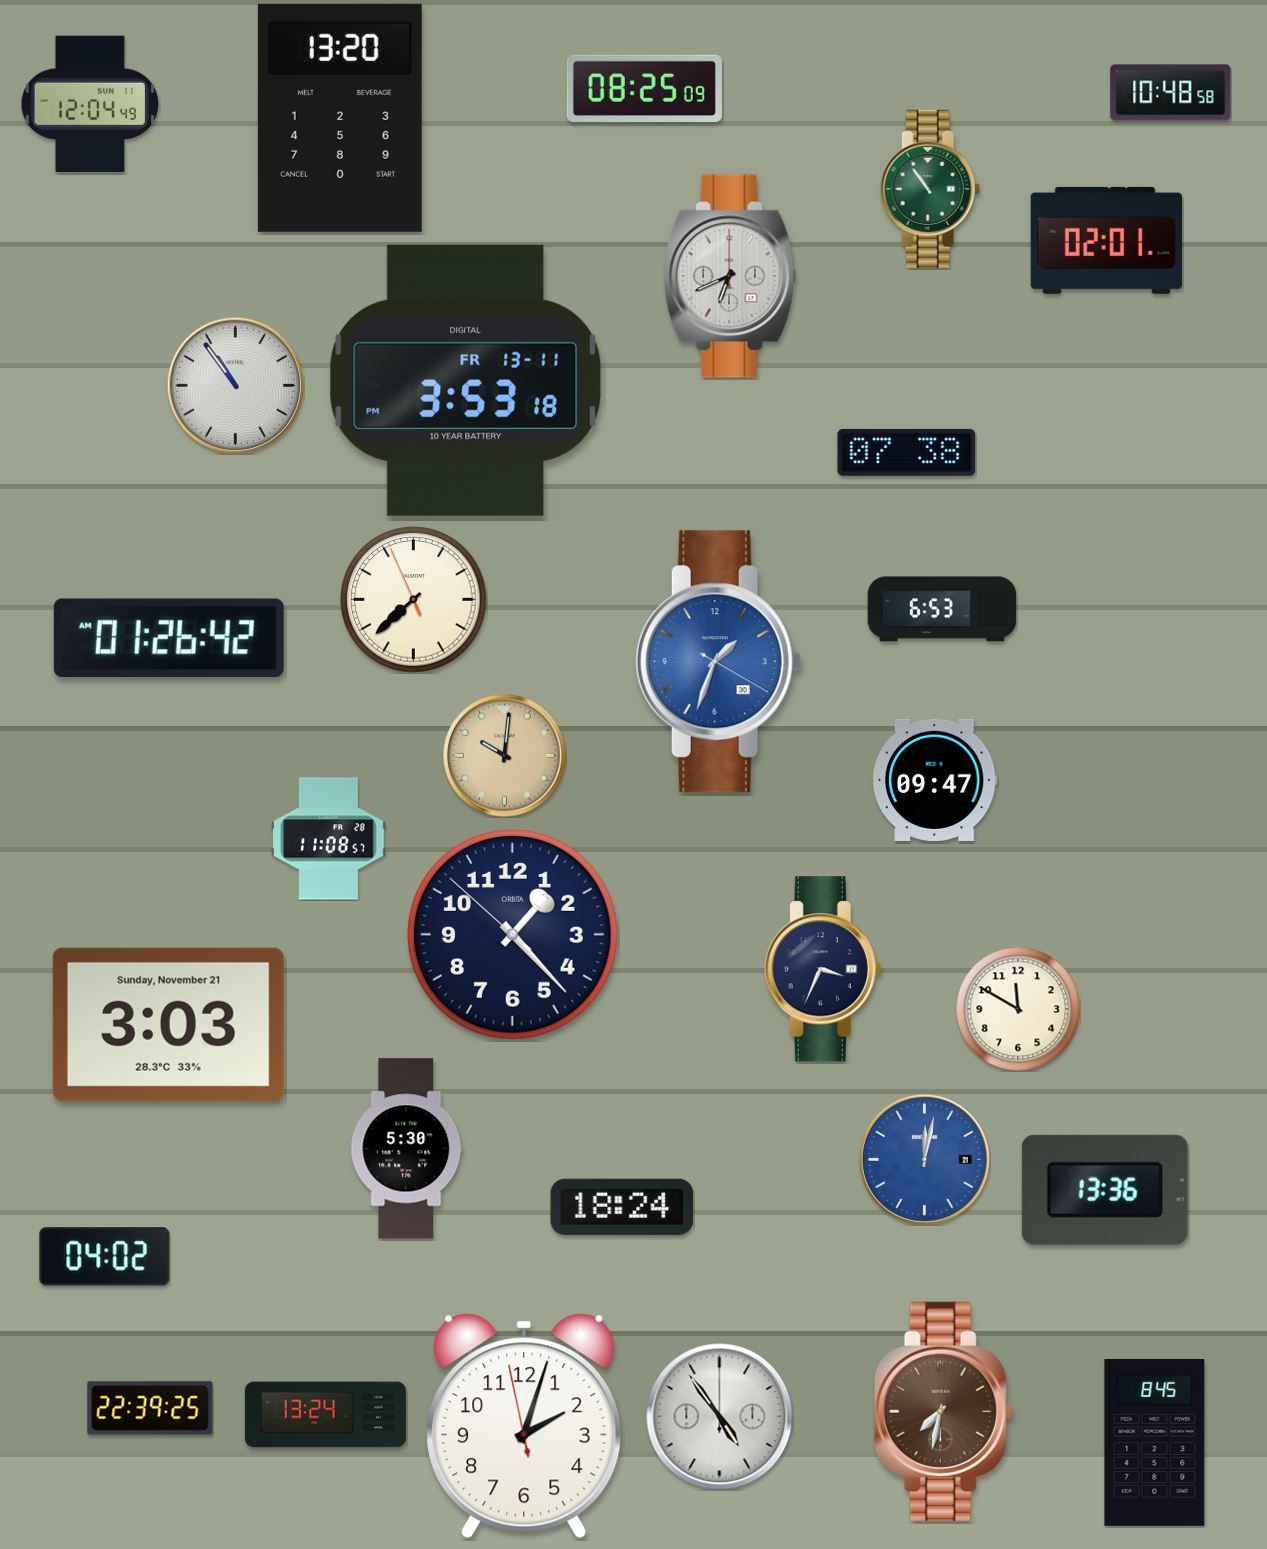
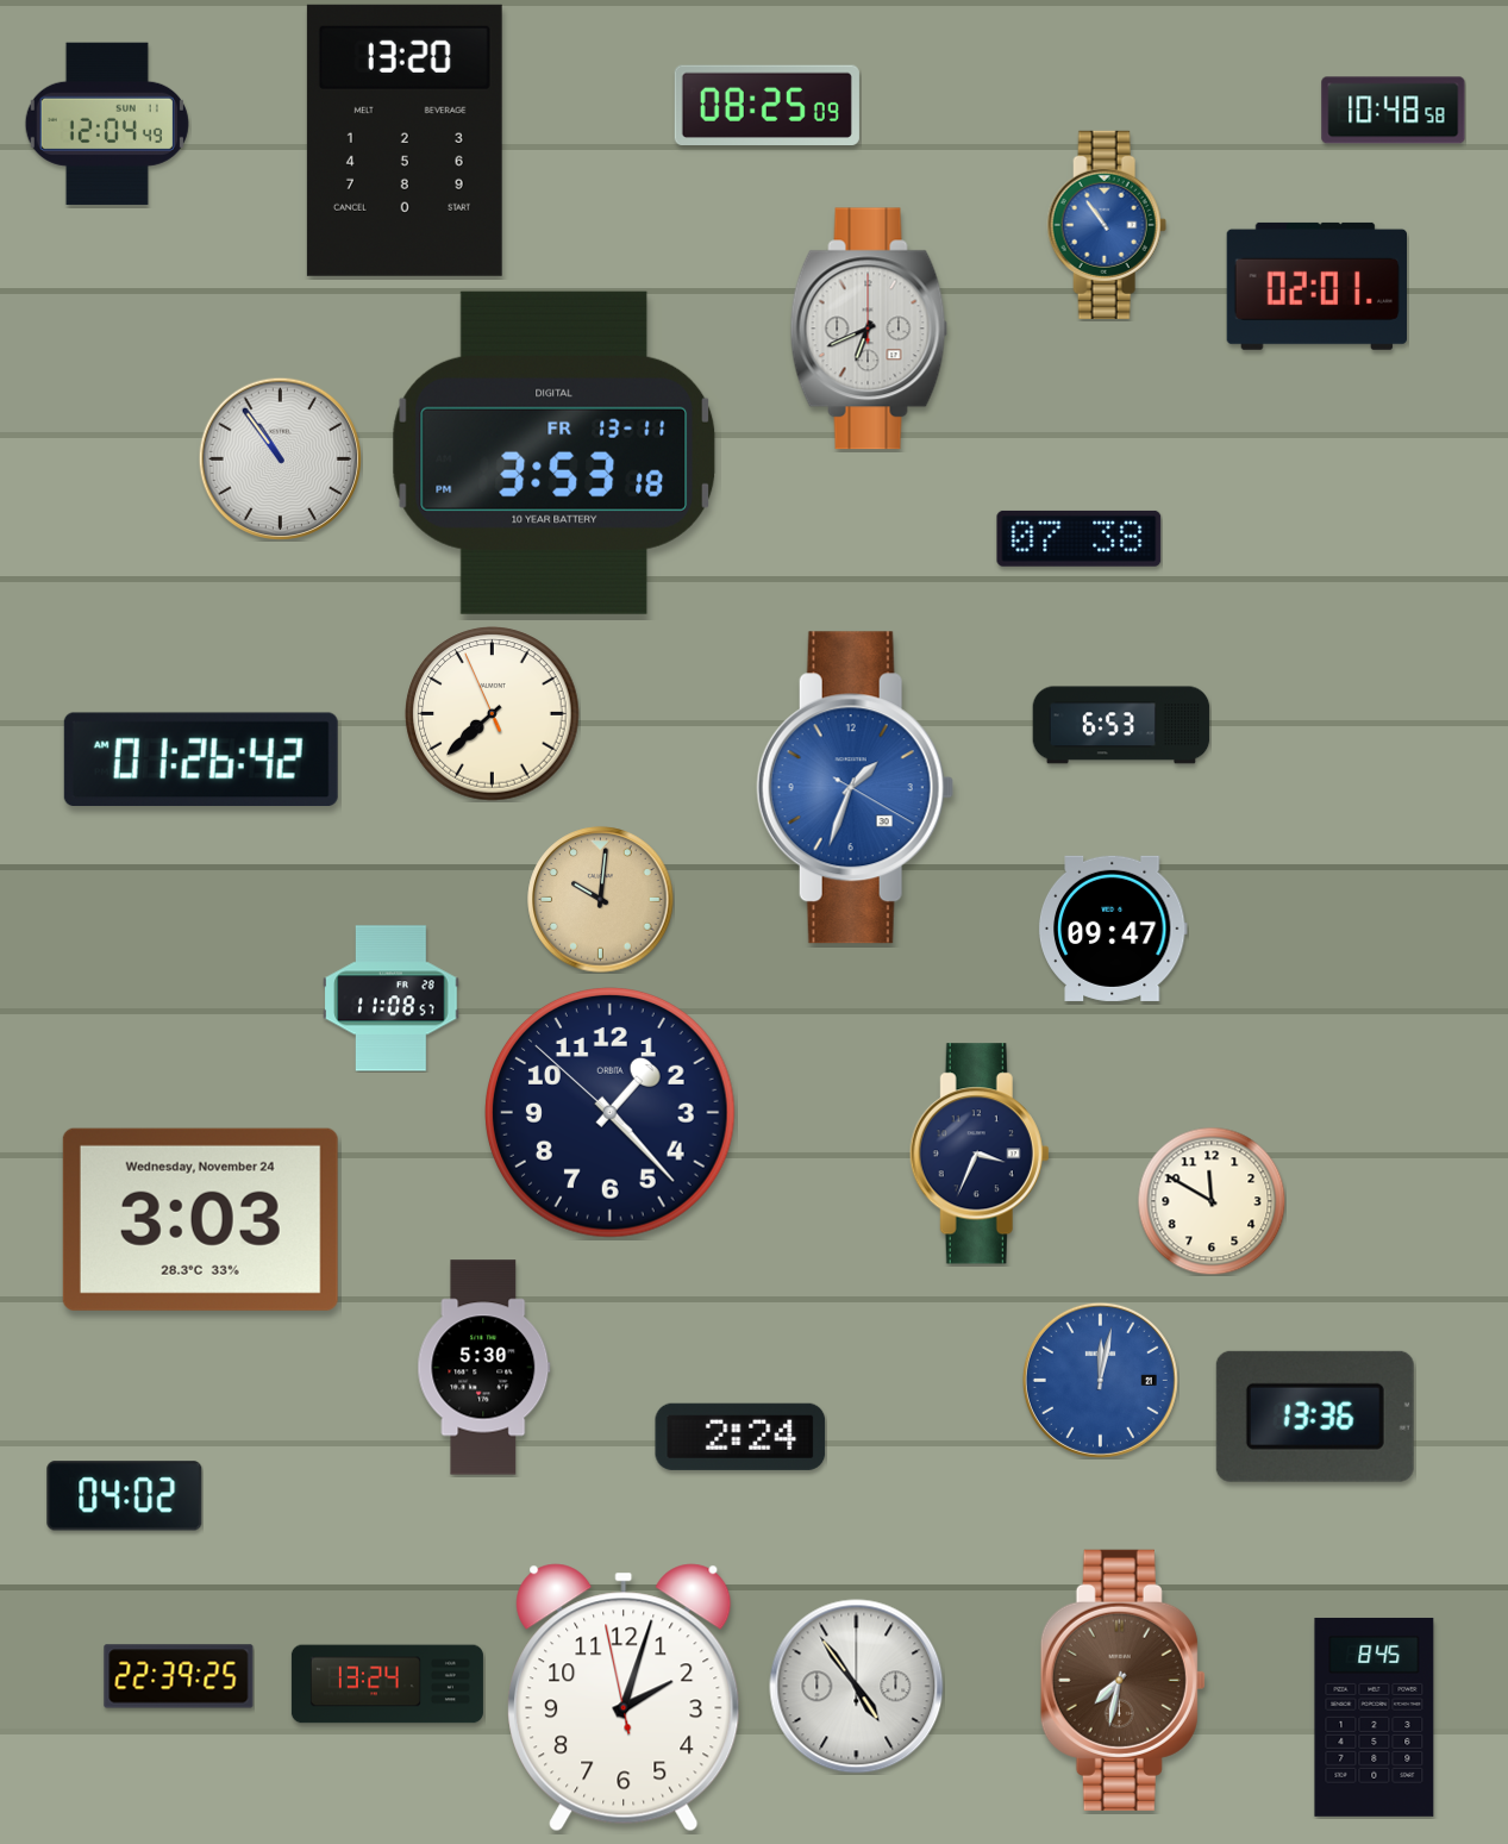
clock at (930, 189) dial: green -> blue
clock at (168, 1024) date: Sunday, November 21 -> Wednesday, November 24
clock at (622, 1207): 18:24 -> 2:24
